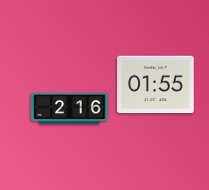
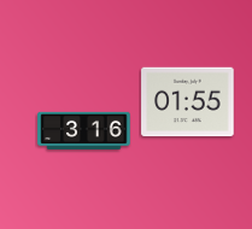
clock at (70, 108): 2:16 -> 3:16
